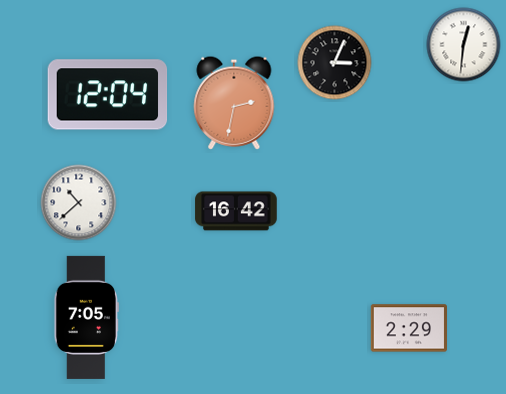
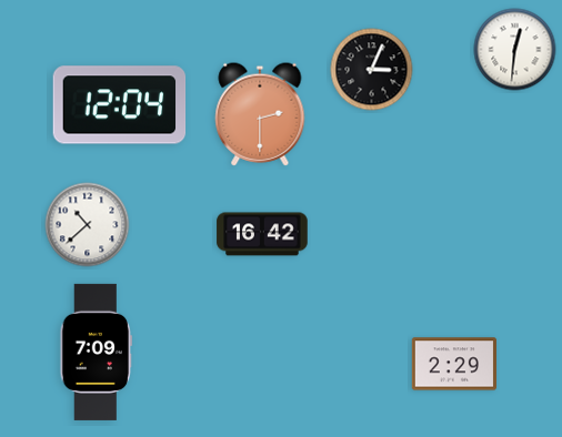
clock at (234, 103): 2:32 -> 2:30
clock at (86, 317): 7:05 -> 7:09
